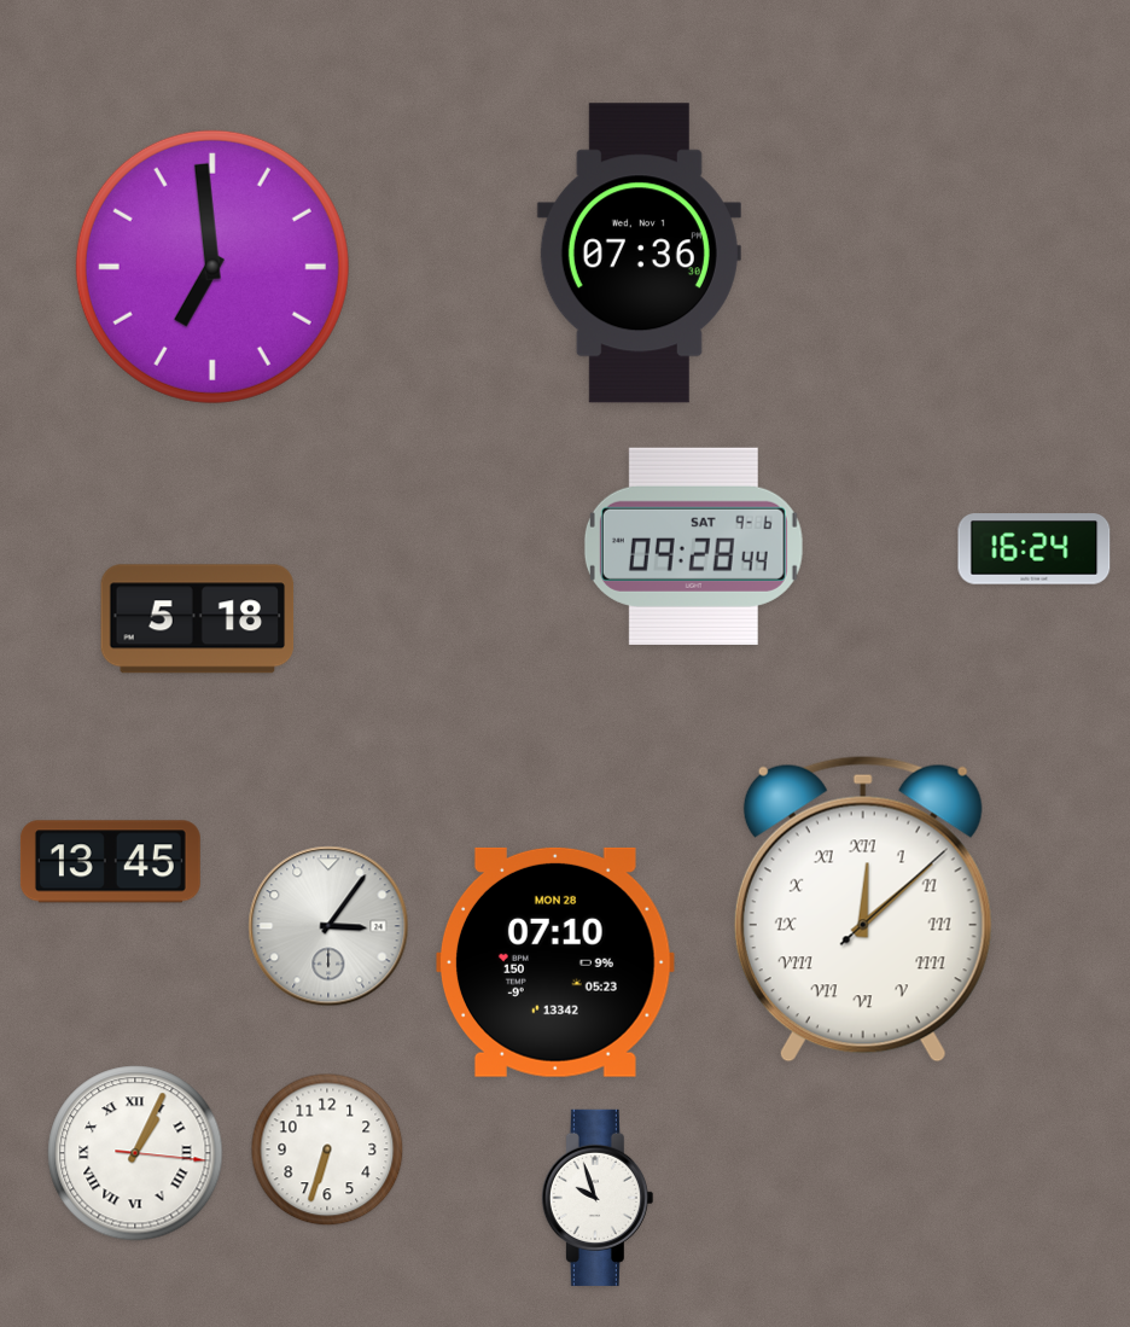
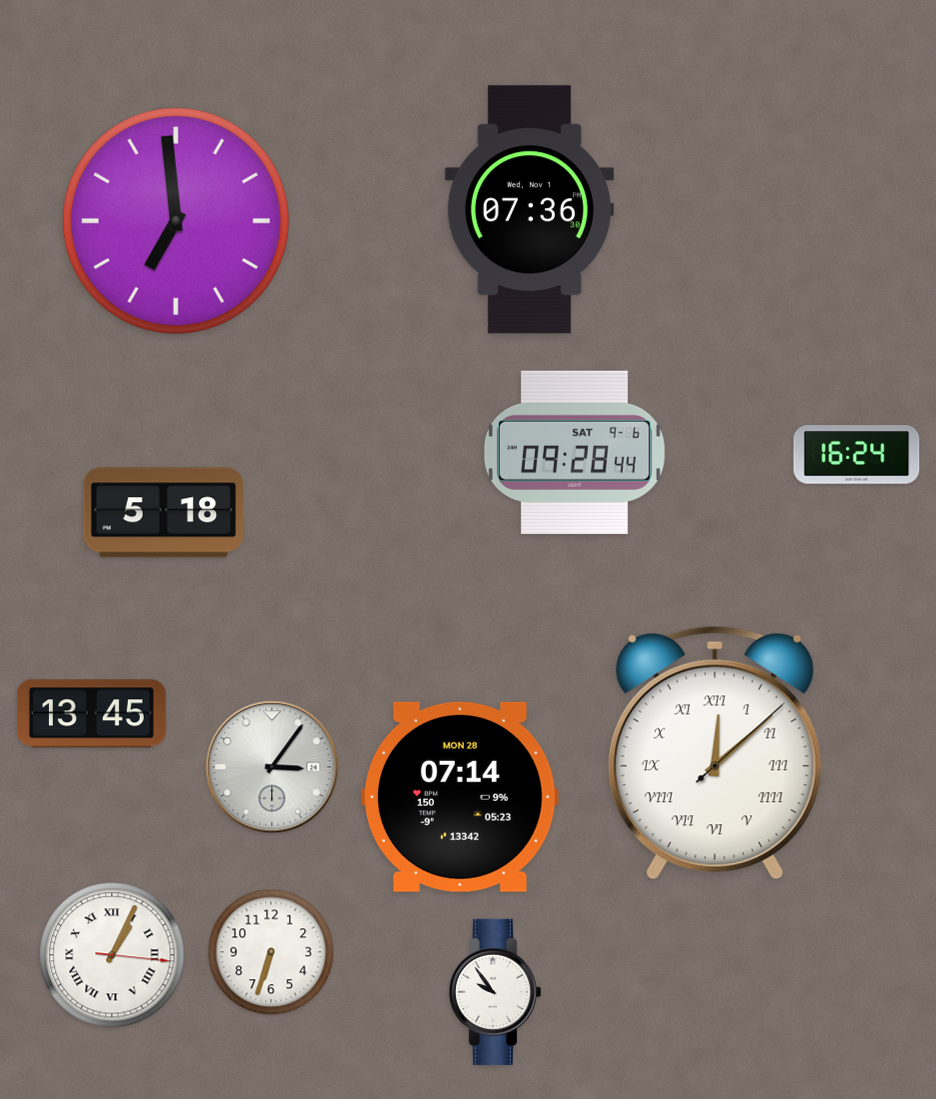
clock at (557, 962): 07:10 -> 07:14
clock at (598, 1198): 9:57 -> 9:54
